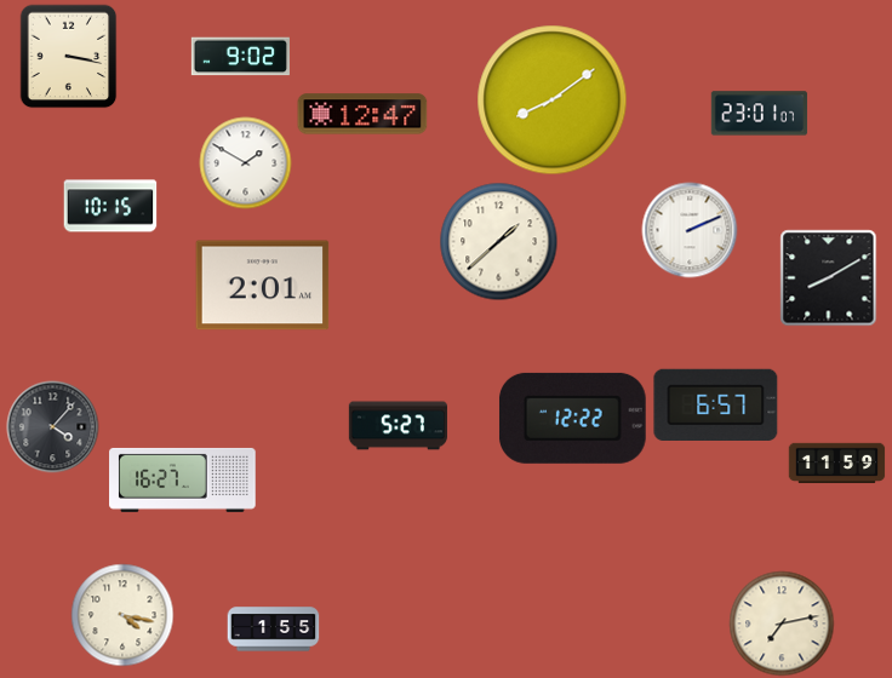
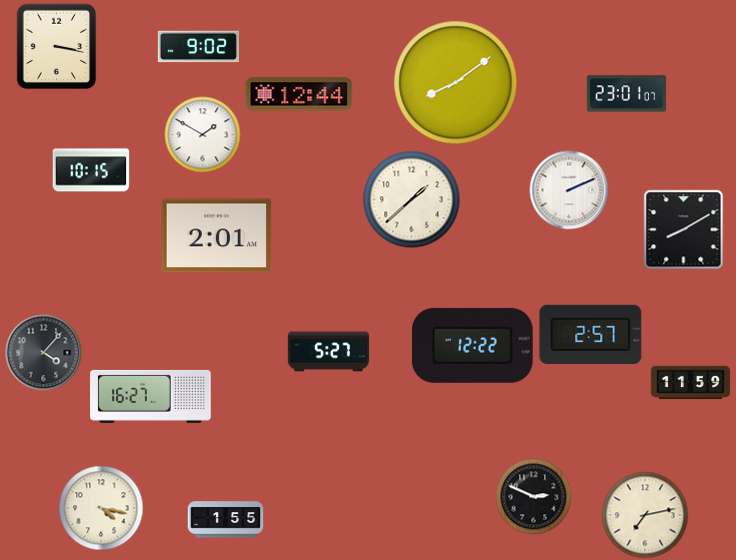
clock at (362, 114): 12:47 -> 12:44
clock at (716, 404): 6:57 -> 2:57
clock at (534, 497): none -> 2:49
